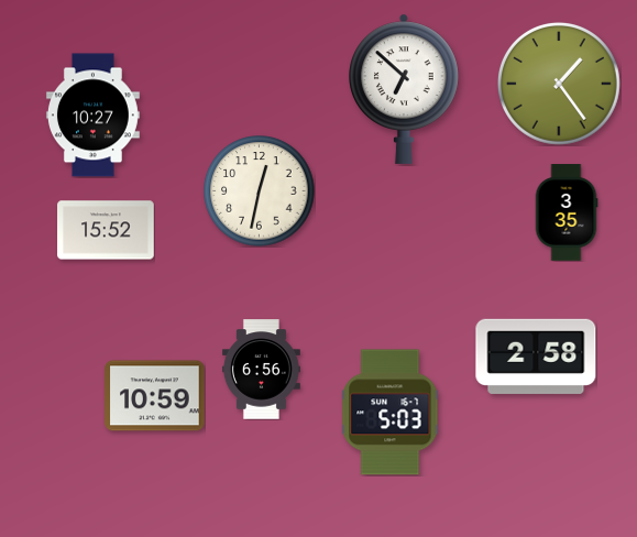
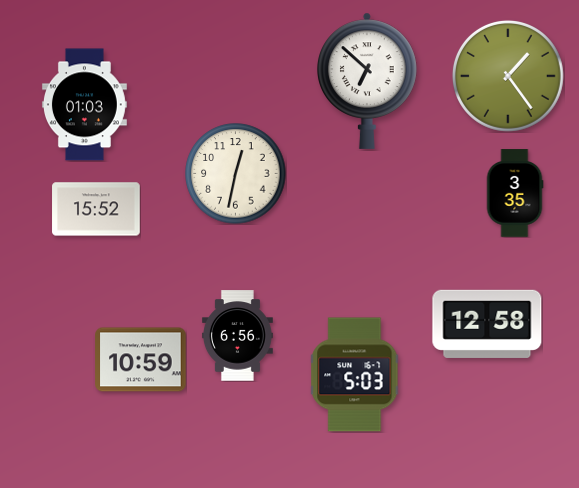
clock at (92, 116): 10:27 -> 01:03
clock at (536, 357): 2:58 -> 12:58
